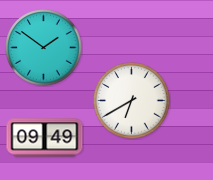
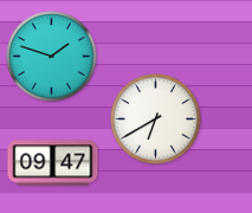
clock at (44, 48): 1:51 -> 1:48
clock at (45, 138): 09:49 -> 09:47
